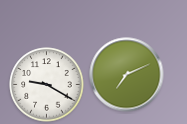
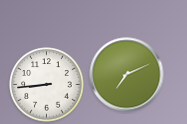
clock at (47, 85): 9:20 -> 8:44
